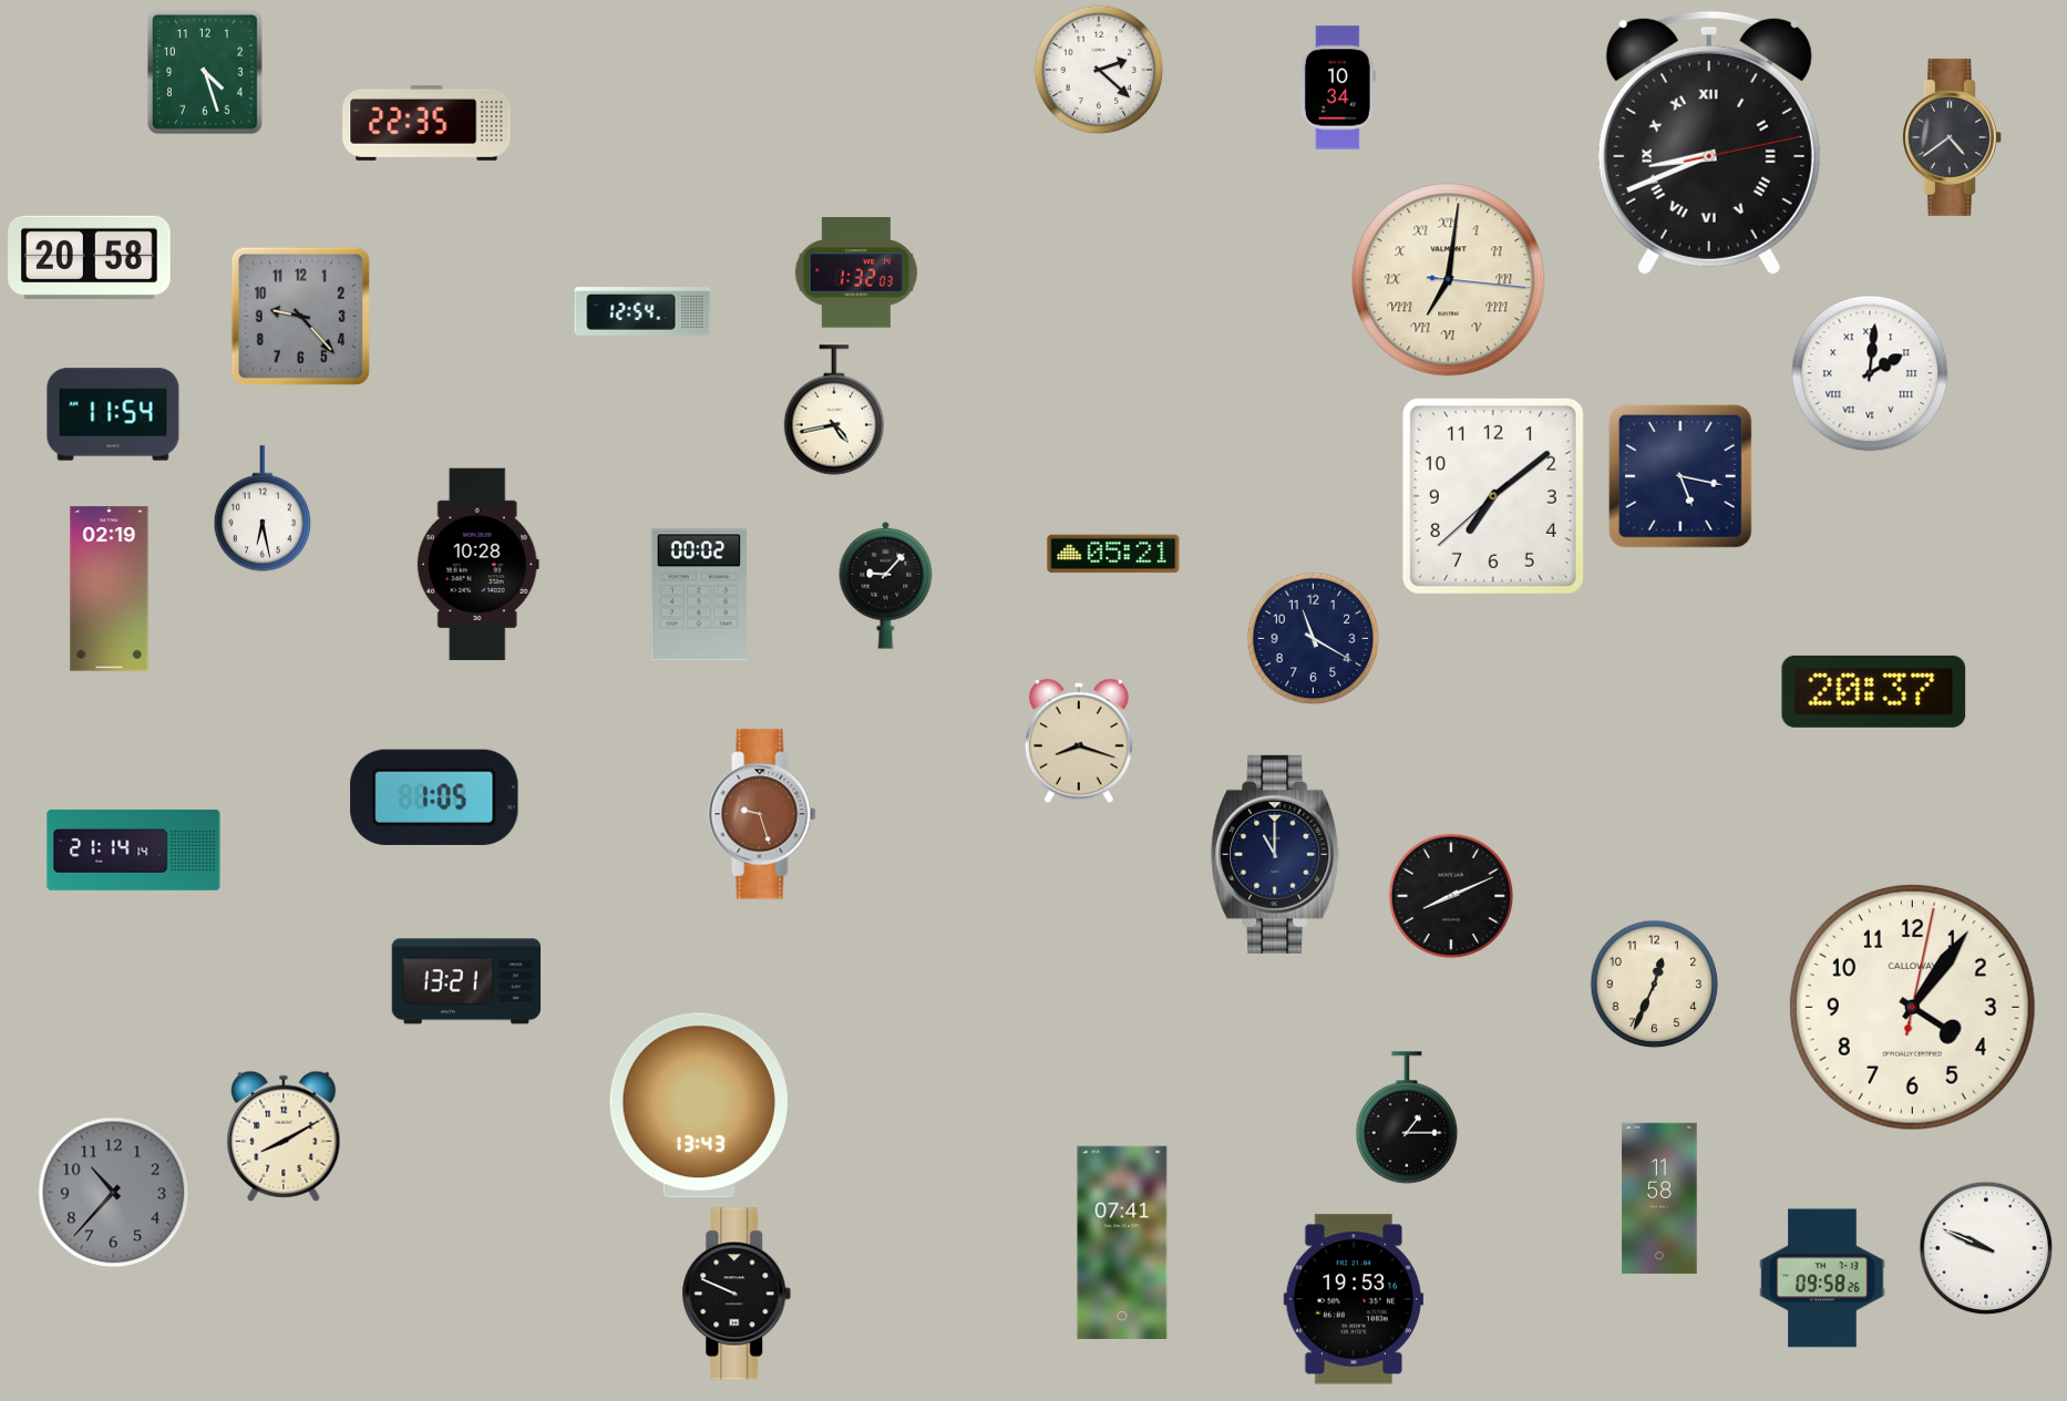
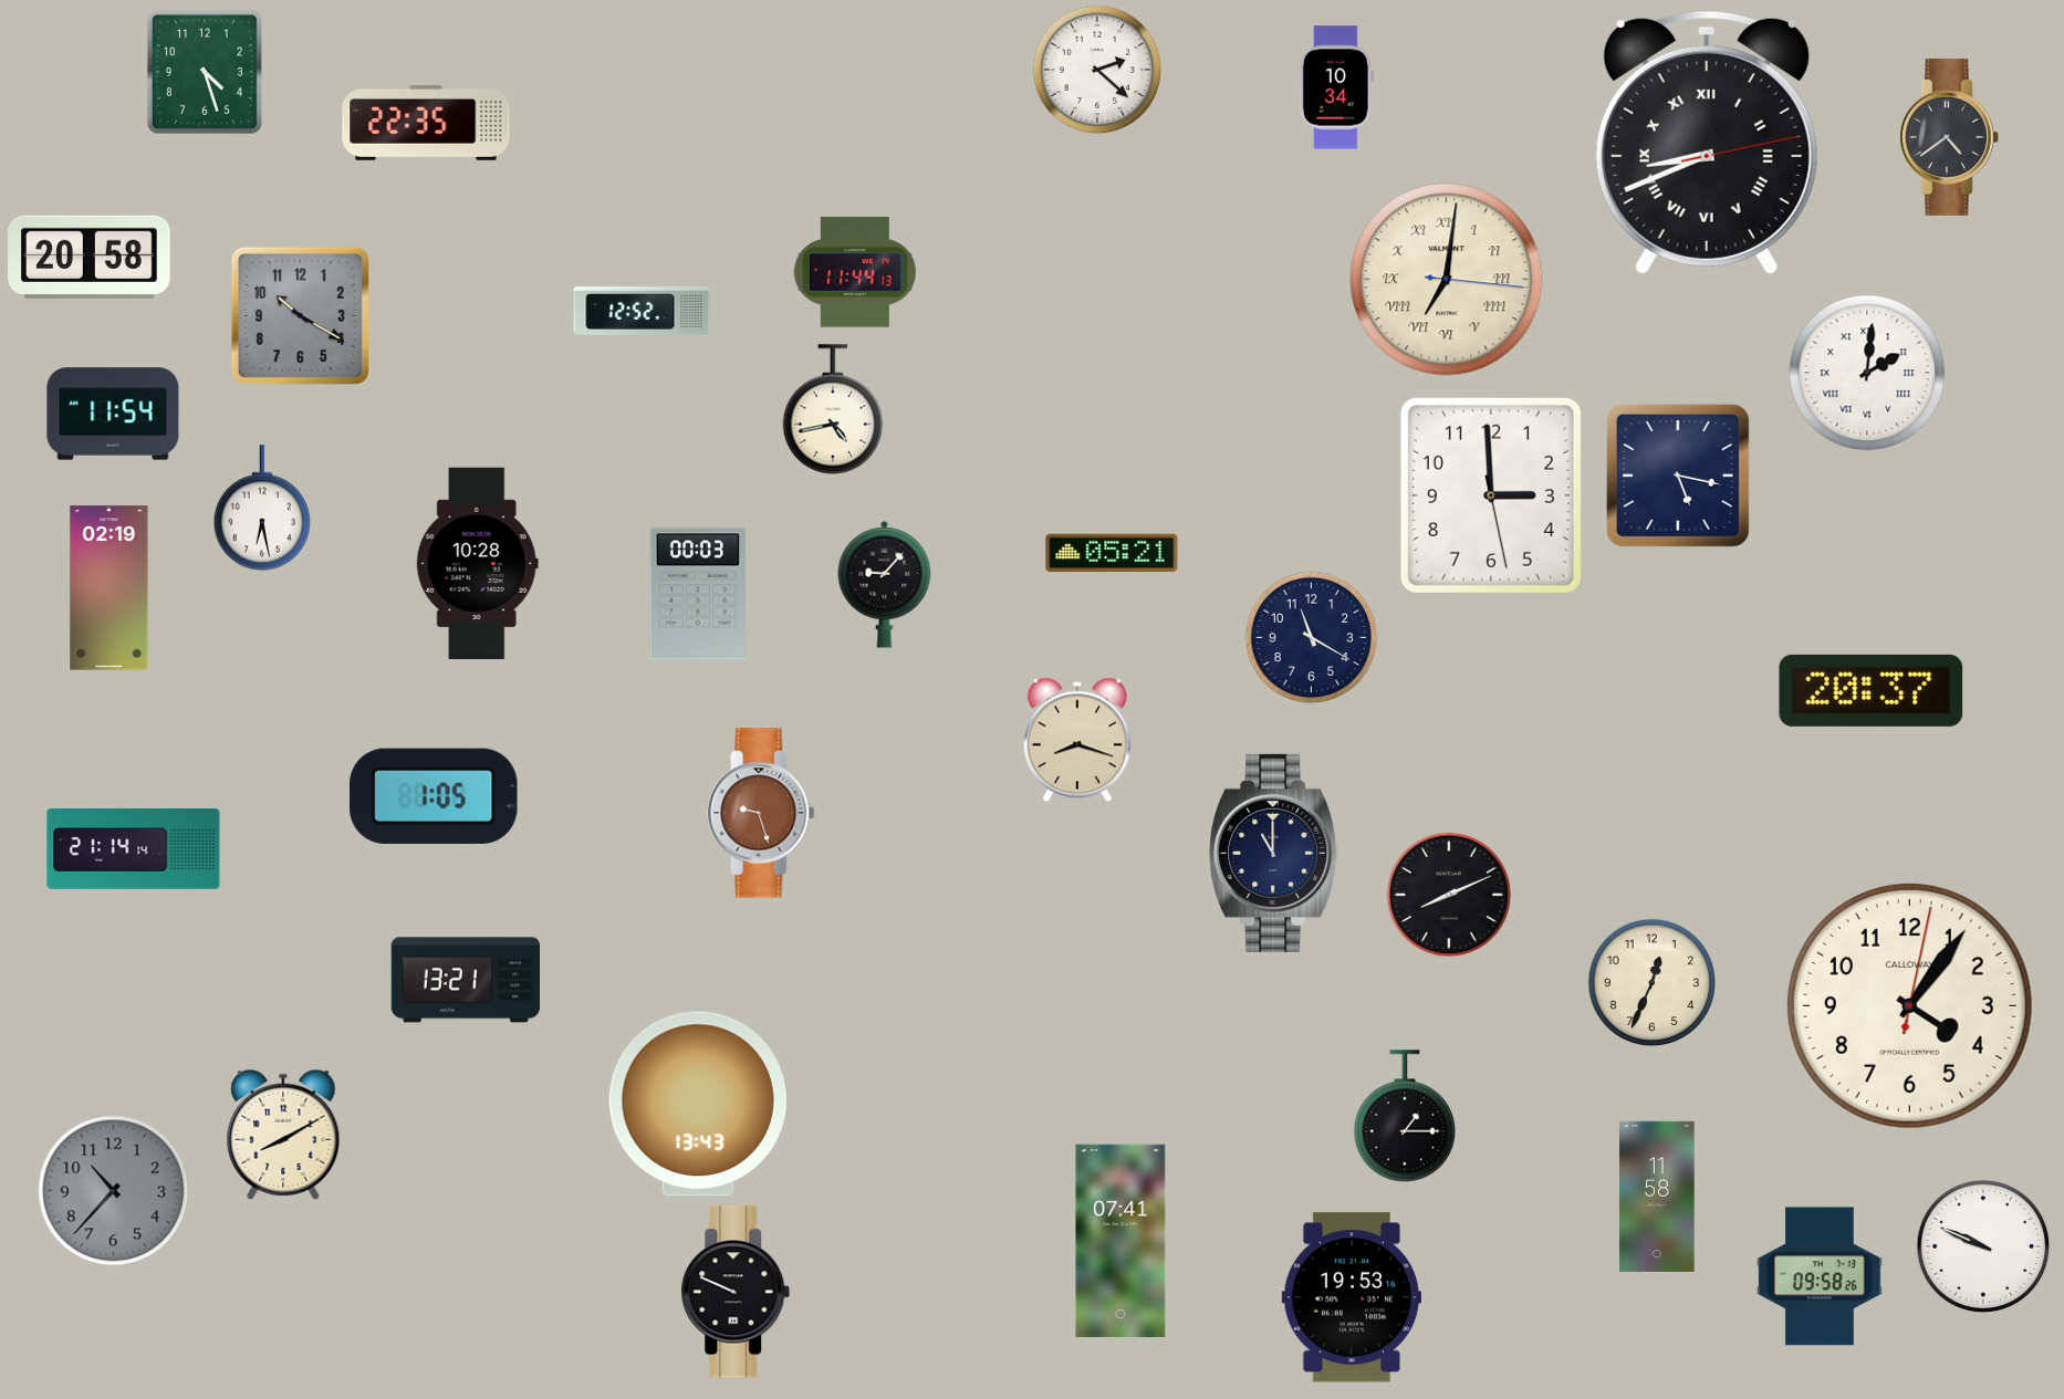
clock at (856, 272): 1:32 -> 11:44
clock at (642, 311): 12:54 -> 12:52
clock at (300, 316): 9:23 -> 10:20
clock at (1493, 496): 7:08 -> 2:59
clock at (698, 595): 00:02 -> 00:03
